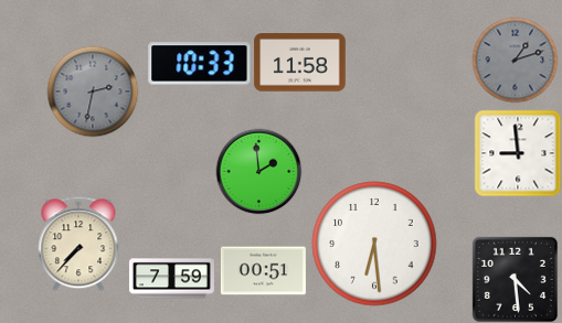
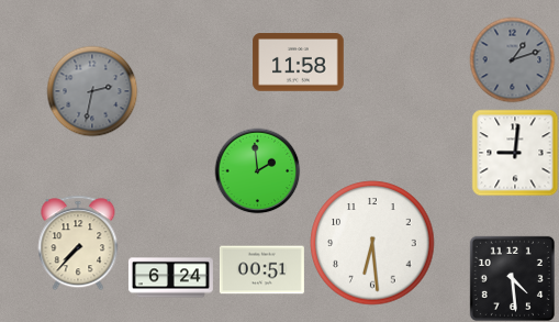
clock at (200, 64): 10:33 -> none
clock at (518, 153): 8:59 -> 9:01
clock at (171, 279): 7:59 -> 6:24
